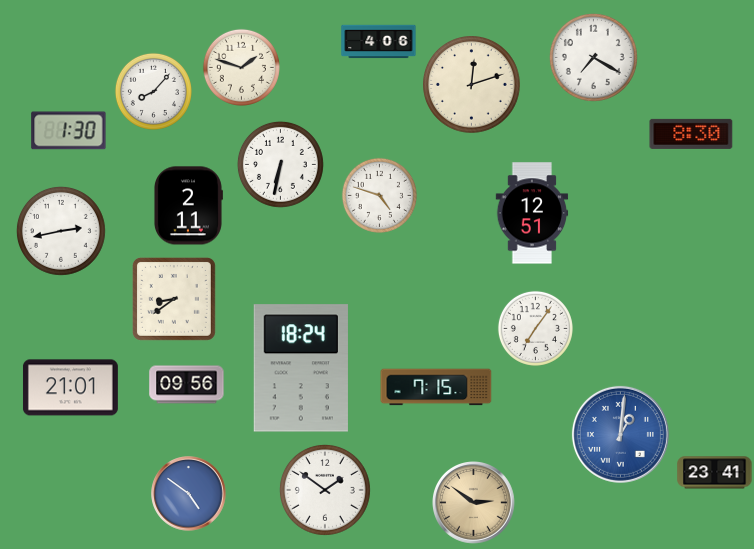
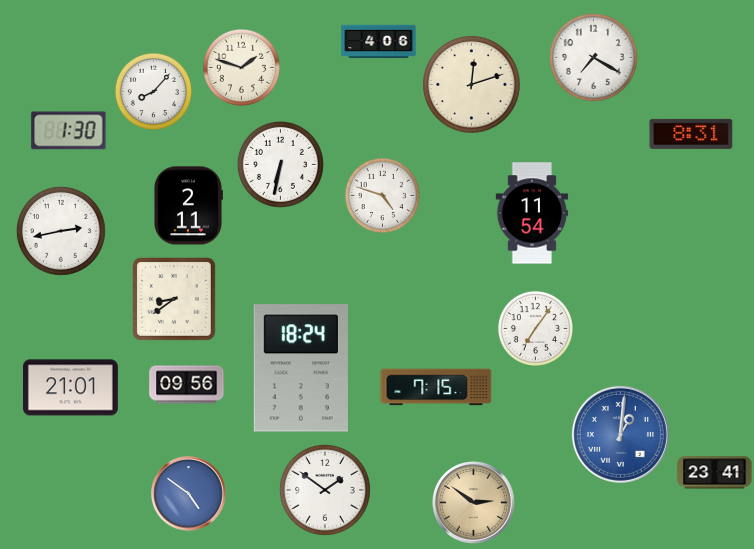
clock at (691, 134): 8:30 -> 8:31
clock at (379, 195) position: (379, 195) -> (382, 195)
clock at (532, 213): 12:51 -> 11:54
